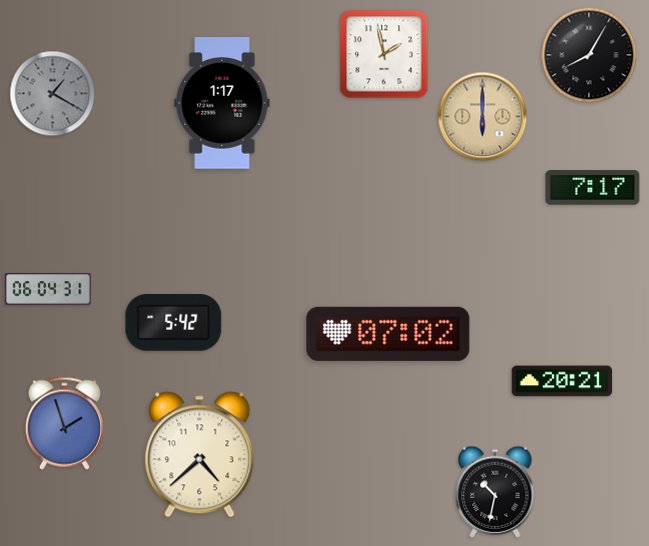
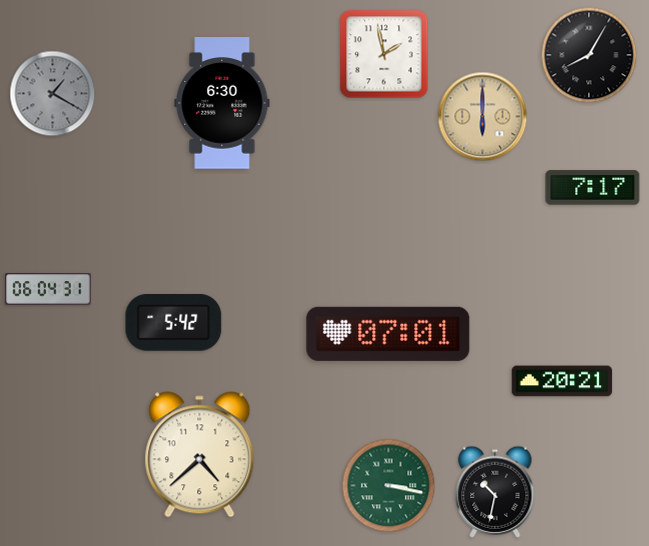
clock at (222, 103): 1:17 -> 6:30
clock at (388, 334): 07:02 -> 07:01
clock at (64, 423): 1:57 -> none
clock at (389, 486): none -> 3:17
